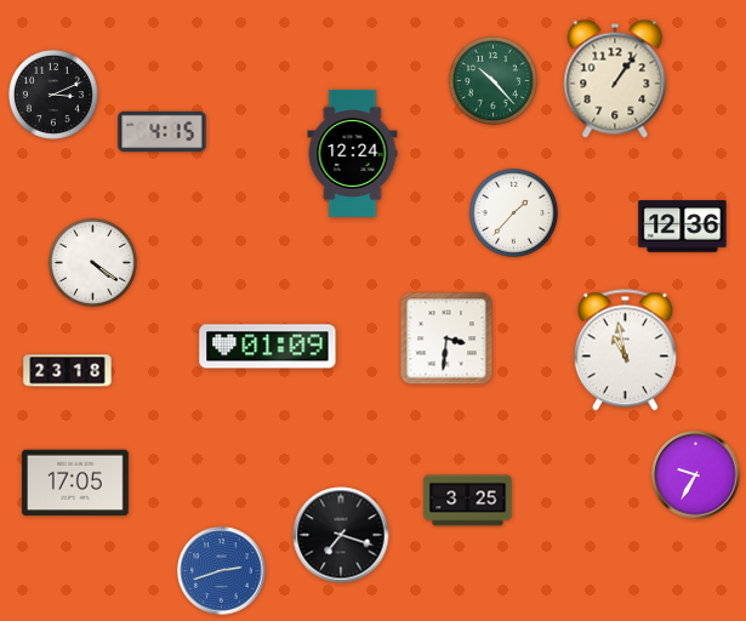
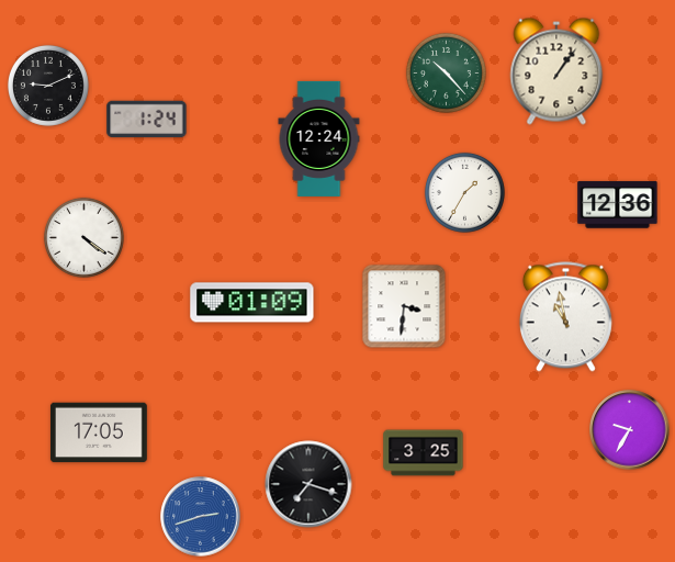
clock at (53, 95): 3:11 -> 9:11
clock at (163, 132): 4:15 -> 1:24
clock at (513, 212): 1:37 -> 1:35
clock at (268, 347) position: (268, 347) -> (252, 303)
clock at (68, 371): 23:18 -> none
clock at (75, 483) position: (75, 483) -> (99, 432)
